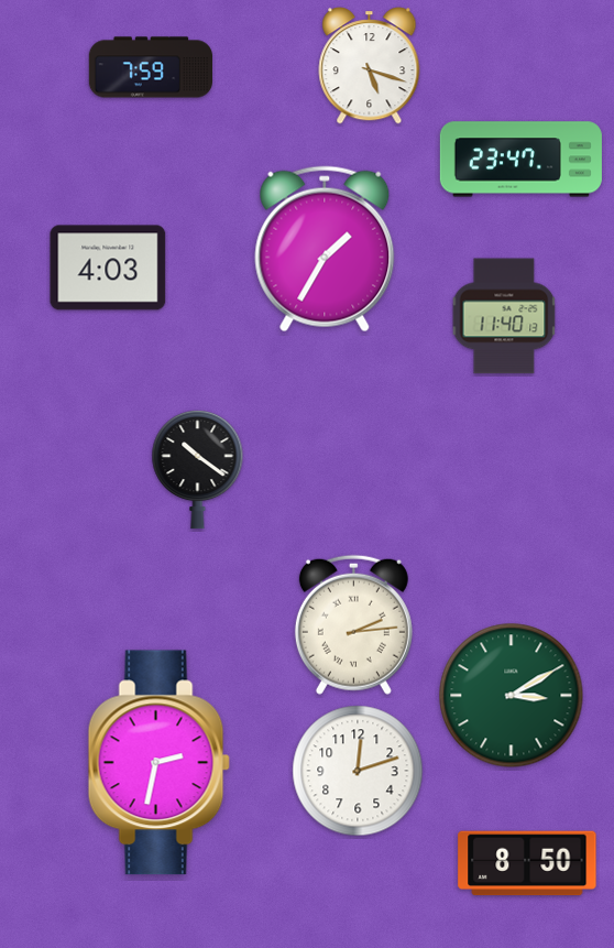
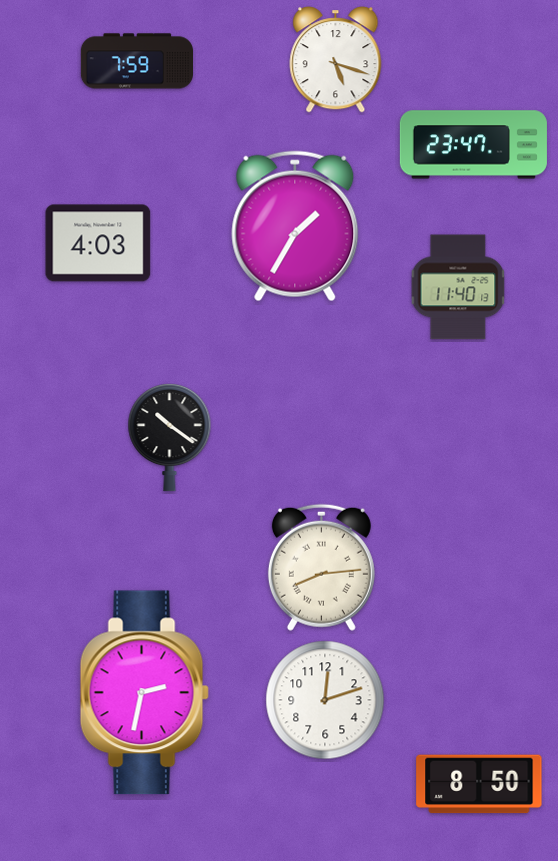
clock at (198, 469) position: (198, 469) -> (170, 437)
clock at (353, 624): 2:14 -> 8:14
clock at (512, 696): 3:10 -> none
